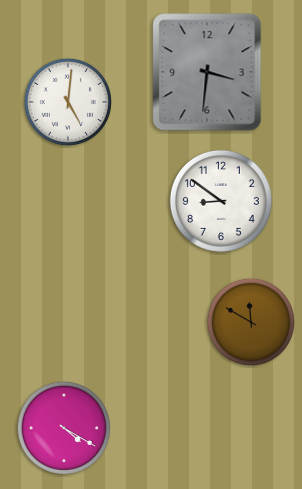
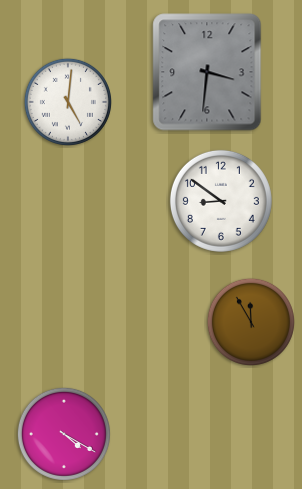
clock at (251, 322): 11:50 -> 11:55
clock at (64, 428) position: (64, 428) -> (64, 434)
